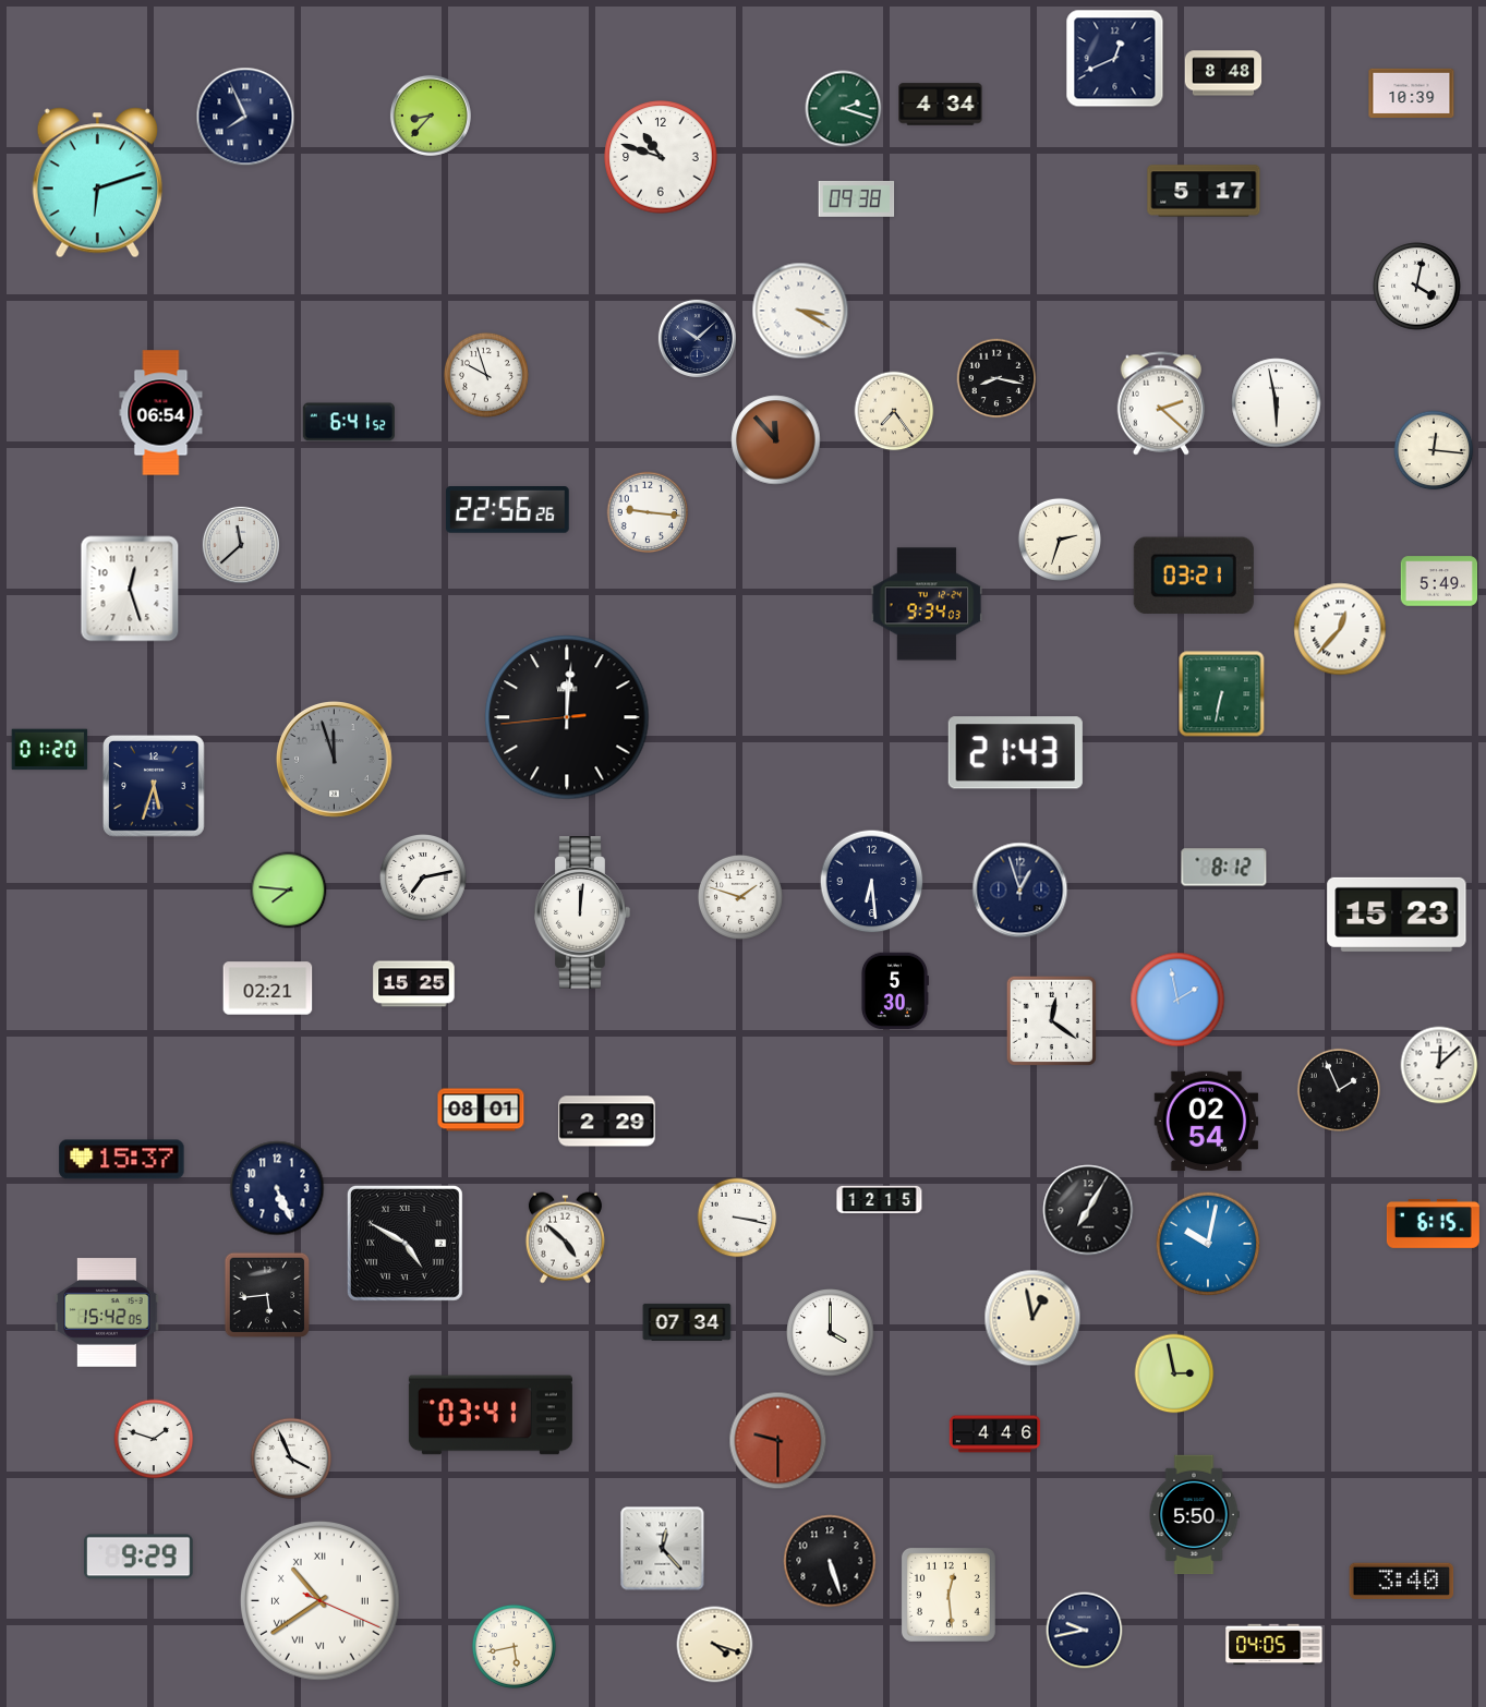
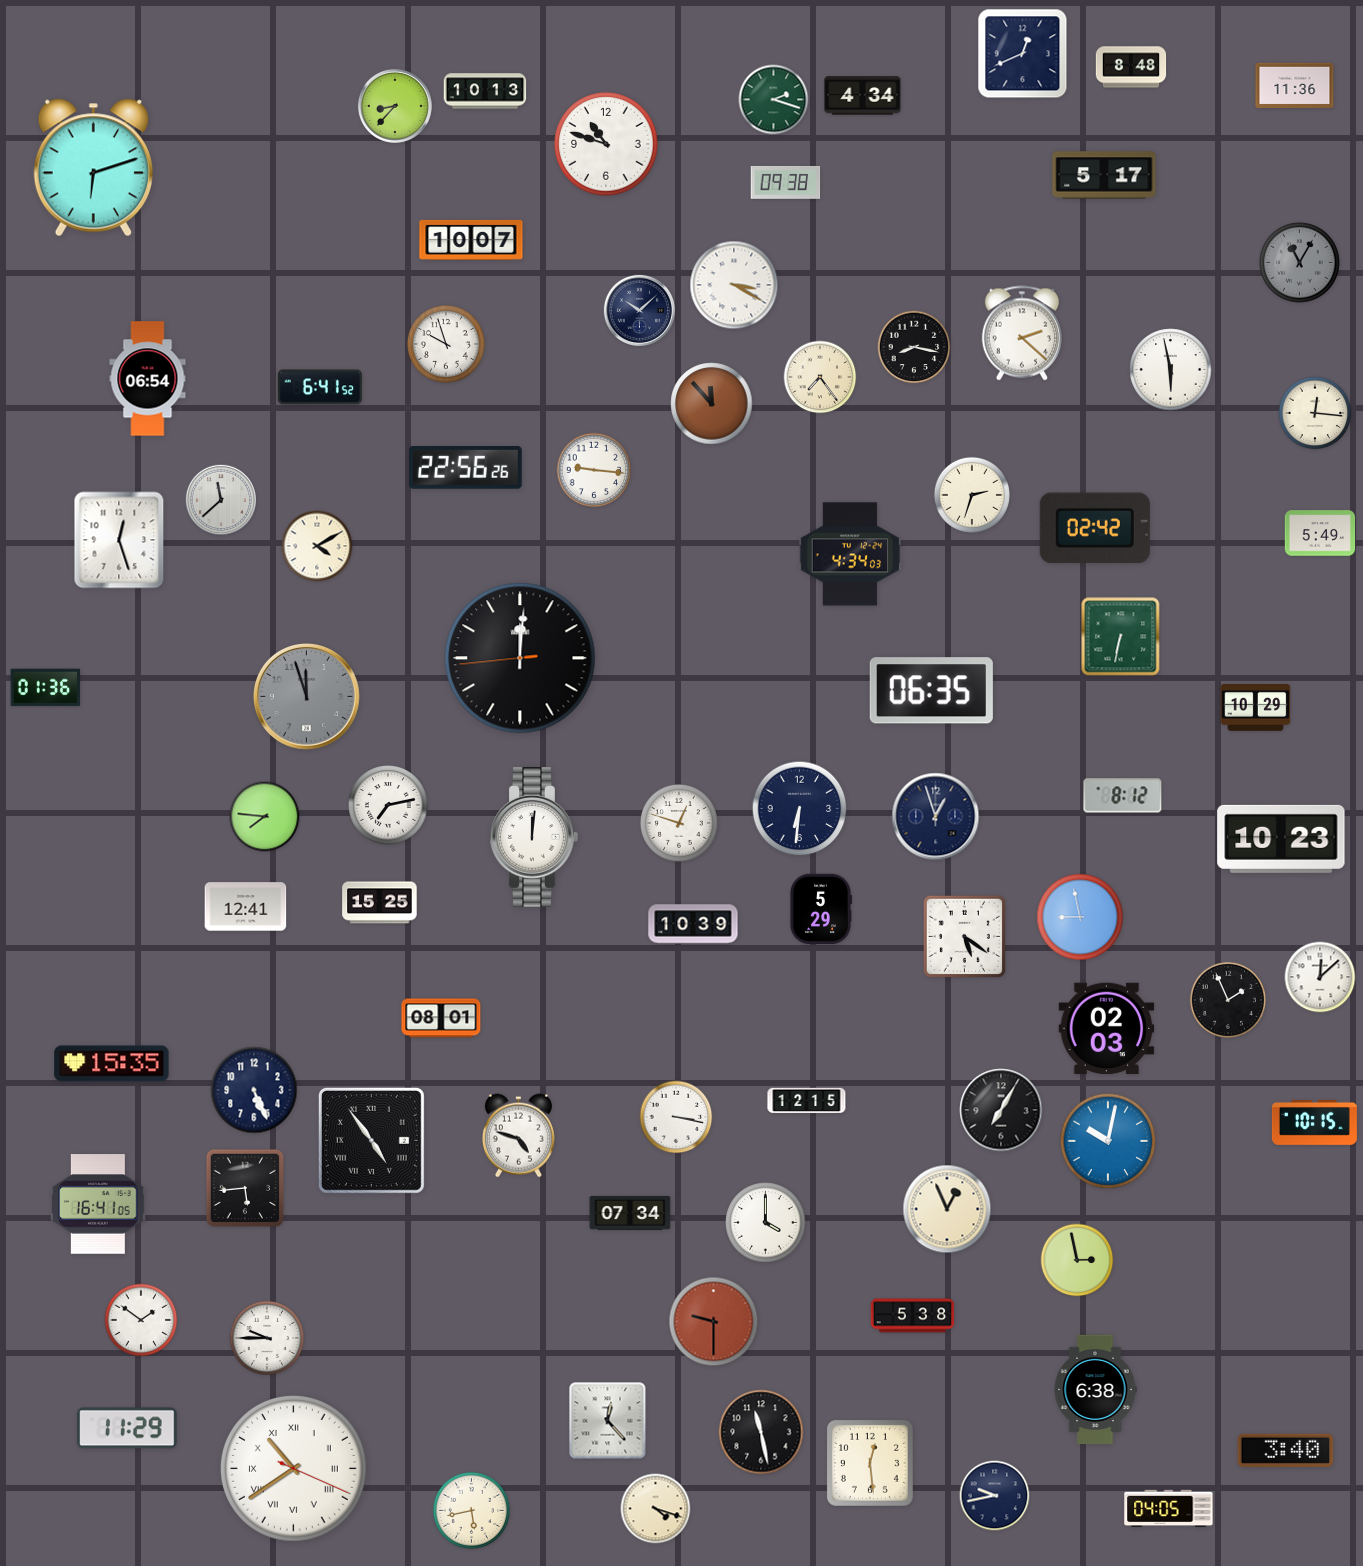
clock at (1223, 73) position: (1223, 73) -> (1131, 67)
clock at (1412, 93): 10:39 -> 11:36
clock at (485, 91): none -> 10:13
clock at (245, 117): 7:56 -> none
clock at (97, 183) position: (97, 183) -> (93, 168)
clock at (471, 240): none -> 10:07
clock at (1417, 287): 4:02 -> 11:05
clock at (1417, 287) dial: white -> grey
clock at (1160, 403) position: (1160, 403) -> (1021, 333)
clock at (1194, 576): 03:21 -> 02:42
clock at (317, 546): none -> 4:10
clock at (927, 604): 9:34 -> 4:34
clock at (1340, 629): 12:37 -> none
clock at (50, 750): 01:20 -> 01:36
clock at (1015, 753): 21:43 -> 06:35
clock at (1256, 708): none -> 10:29
clock at (155, 787): 5:33 -> none
clock at (872, 882): 6:29 -> 6:31
clock at (740, 897): 1:48 -> 12:48
clock at (1397, 915): 15:23 -> 10:23
clock at (268, 989): 02:21 -> 12:41
clock at (894, 991): 5:30 -> 5:29
clock at (1177, 1000): 1:58 -> 8:58
clock at (693, 924): none -> 10:39
clock at (1051, 1020): 12:21 -> 5:21
clock at (607, 1122): 2:29 -> none
clock at (1207, 1122): 02:54 -> 02:03
clock at (122, 1160): 15:37 -> 15:35
clock at (1088, 1210) position: (1088, 1210) -> (1001, 1110)
clock at (1433, 1223): 6:15 -> 10:15
clock at (565, 1238): 4:52 -> 4:48
clock at (404, 1243): 4:50 -> 4:54
clock at (107, 1312): 15:42 -> 16:41
clock at (1032, 1318): 12:58 -> 12:56
clock at (831, 1333) position: (831, 1333) -> (766, 1223)
clock at (491, 1415): 03:41 -> none
clock at (995, 1434): 4:46 -> 5:38
clock at (154, 1439): 1:48 -> 1:51
clock at (291, 1458): 3:56 -> 9:45
clock at (1194, 1515): 5:50 -> 6:38
clock at (140, 1557): 9:29 -> 11:29
clock at (830, 1561): 5:27 -> 11:28
